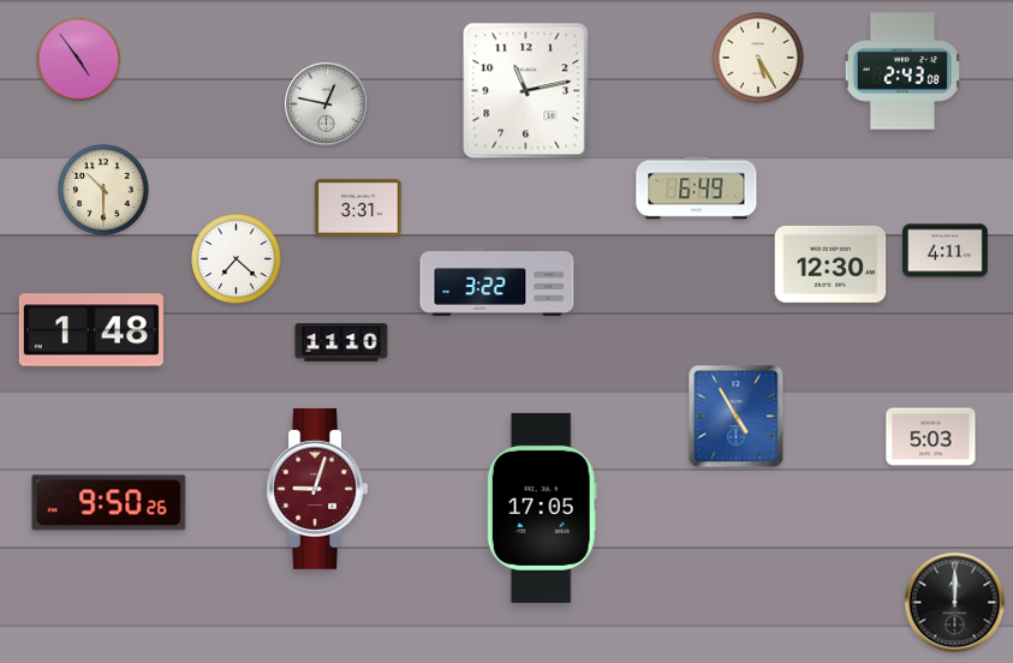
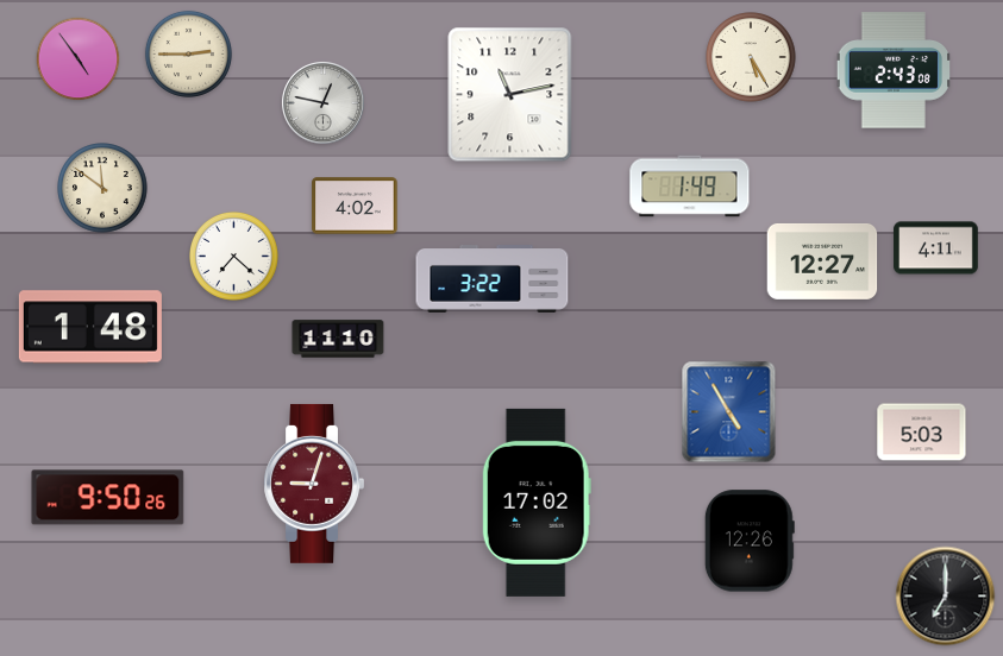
clock at (188, 53): none -> 2:45
clock at (526, 91) position: (526, 91) -> (510, 95)
clock at (697, 189): 6:49 -> 1:49
clock at (103, 190): 10:30 -> 11:51
clock at (358, 208): 3:31 -> 4:02
clock at (830, 264): 12:30 -> 12:27
clock at (542, 508): 17:05 -> 17:02
clock at (750, 541): none -> 12:26
clock at (955, 603): 12:00 -> 7:00
